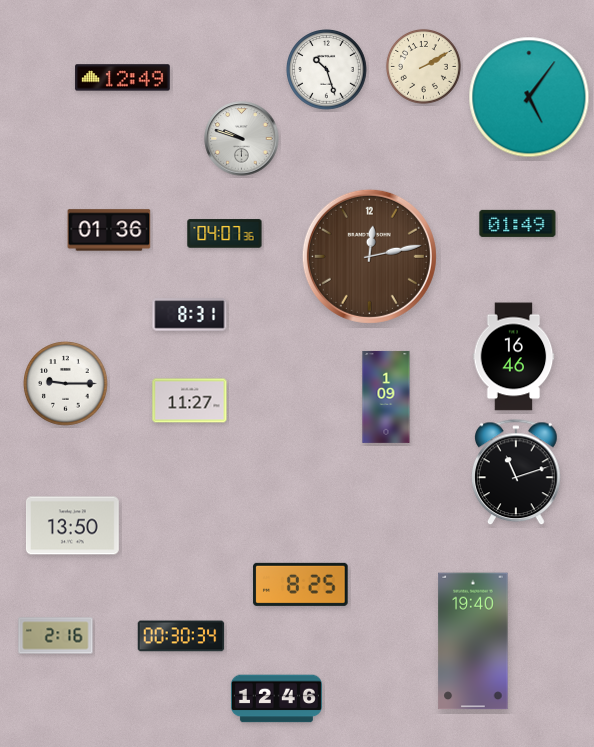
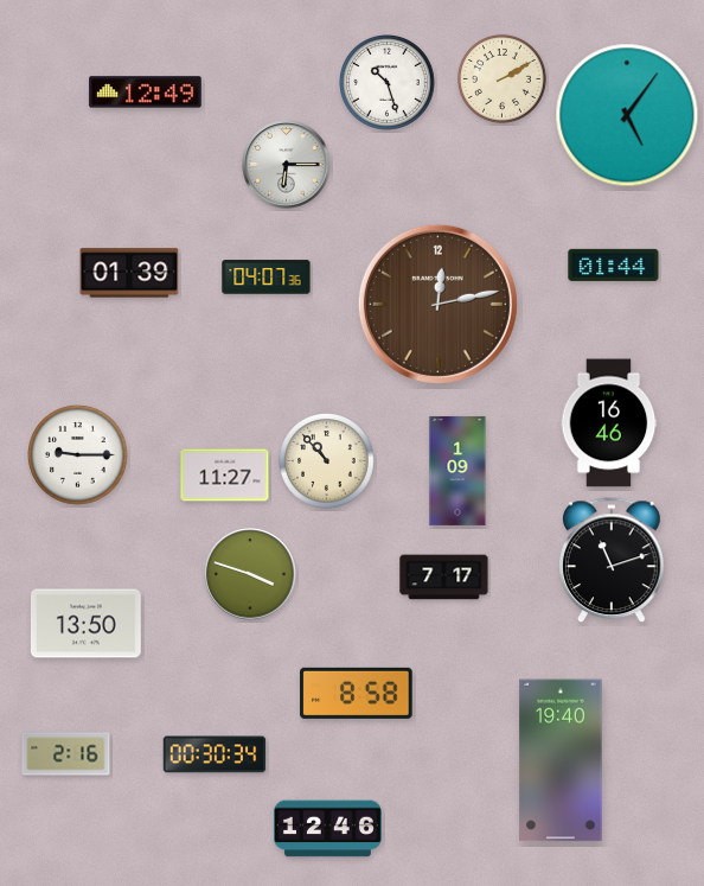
clock at (242, 139): 9:48 -> 6:15
clock at (518, 223): 01:49 -> 01:44
clock at (109, 230): 01:36 -> 01:39
clock at (190, 315): 8:31 -> none
clock at (327, 461): none -> 10:53
clock at (250, 574): none -> 3:48
clock at (444, 578): none -> 7:17
clock at (301, 584): 8:25 -> 8:58
